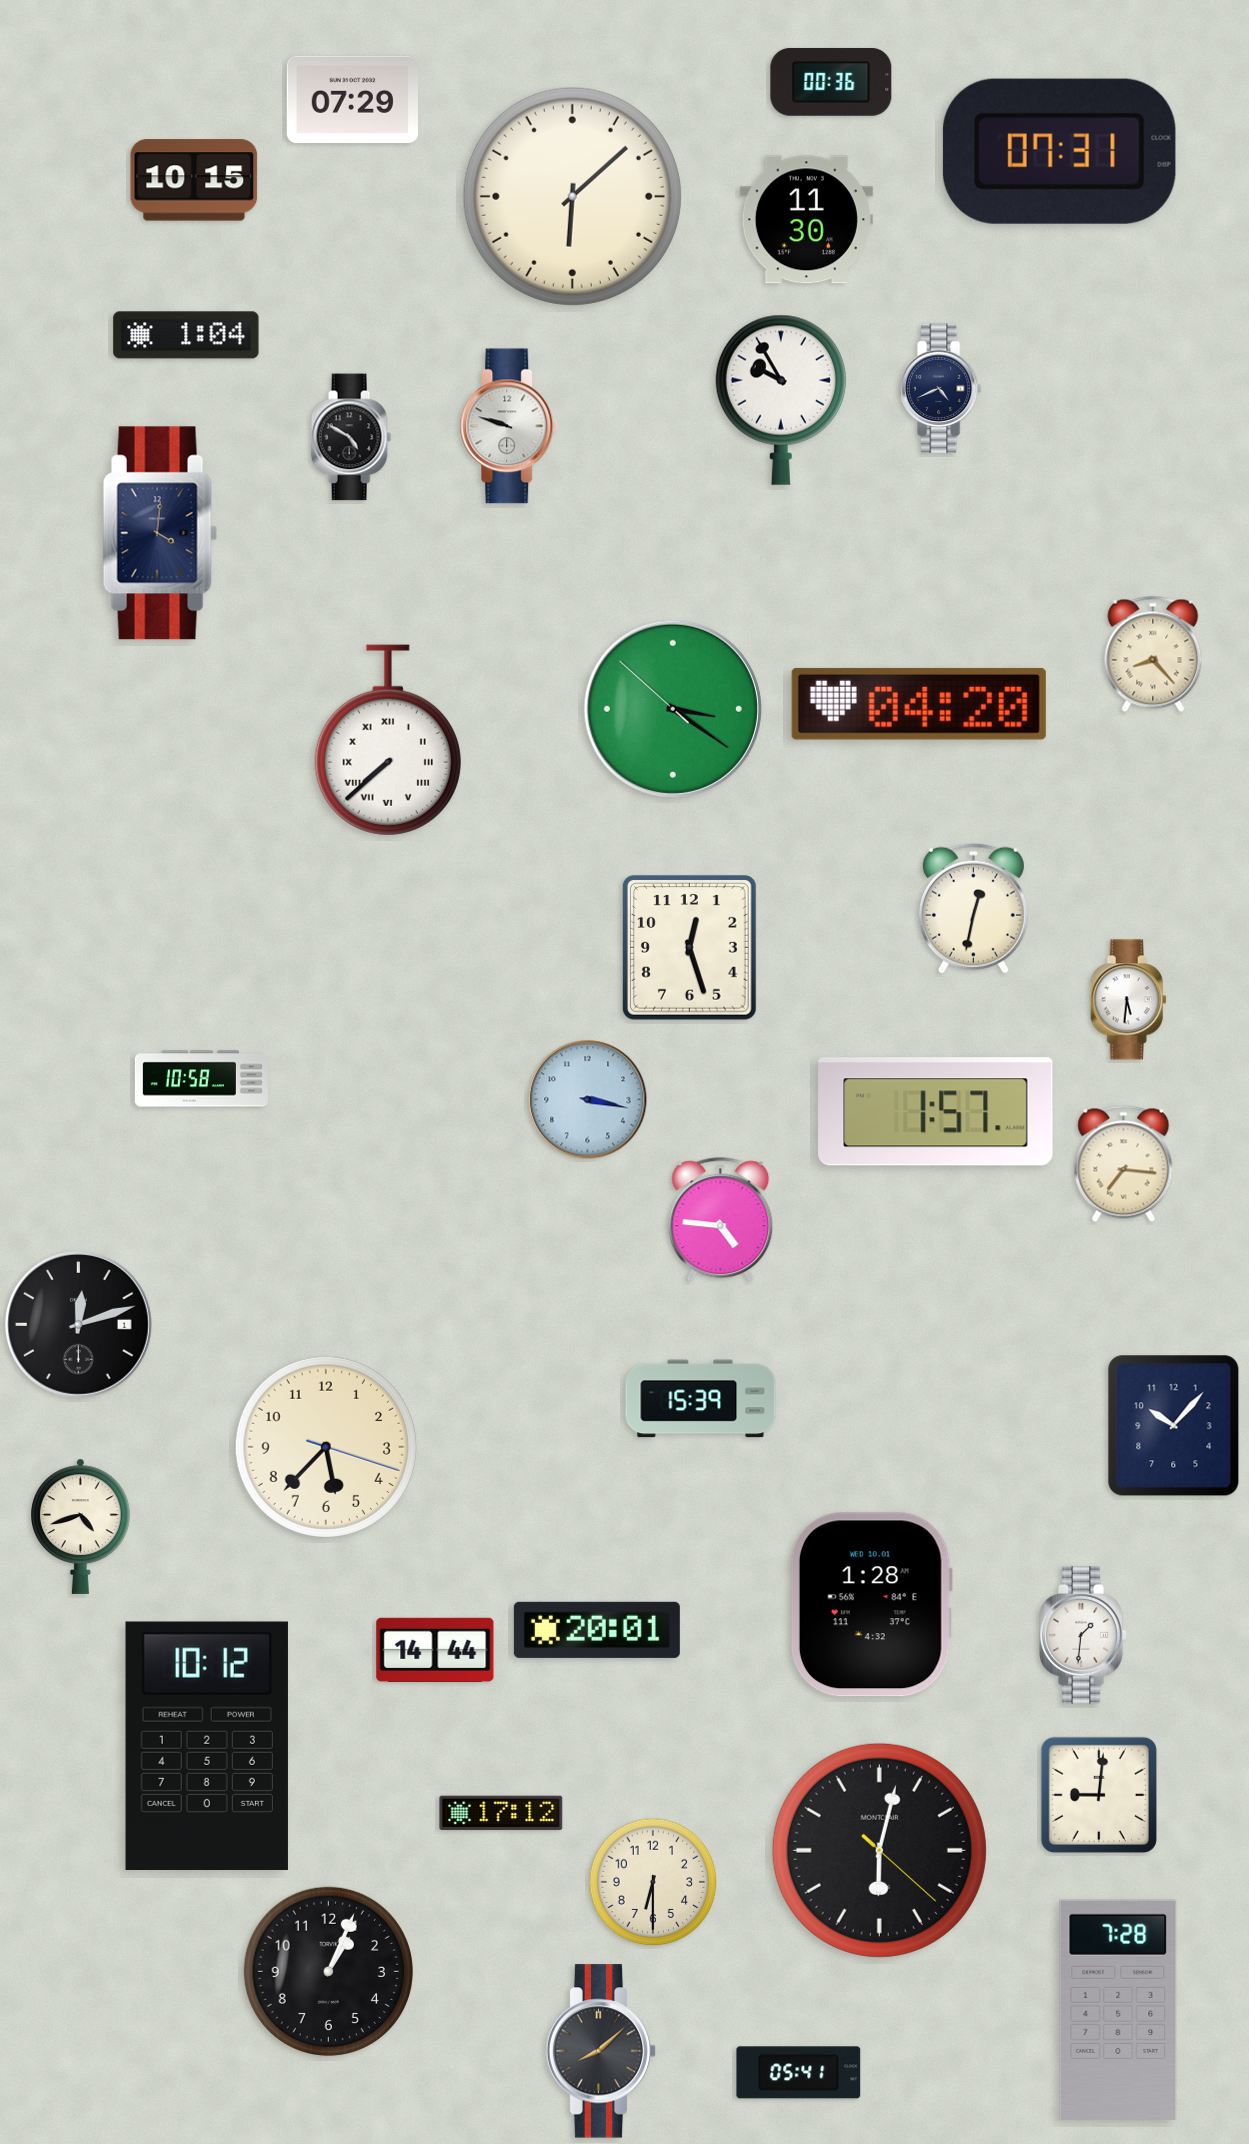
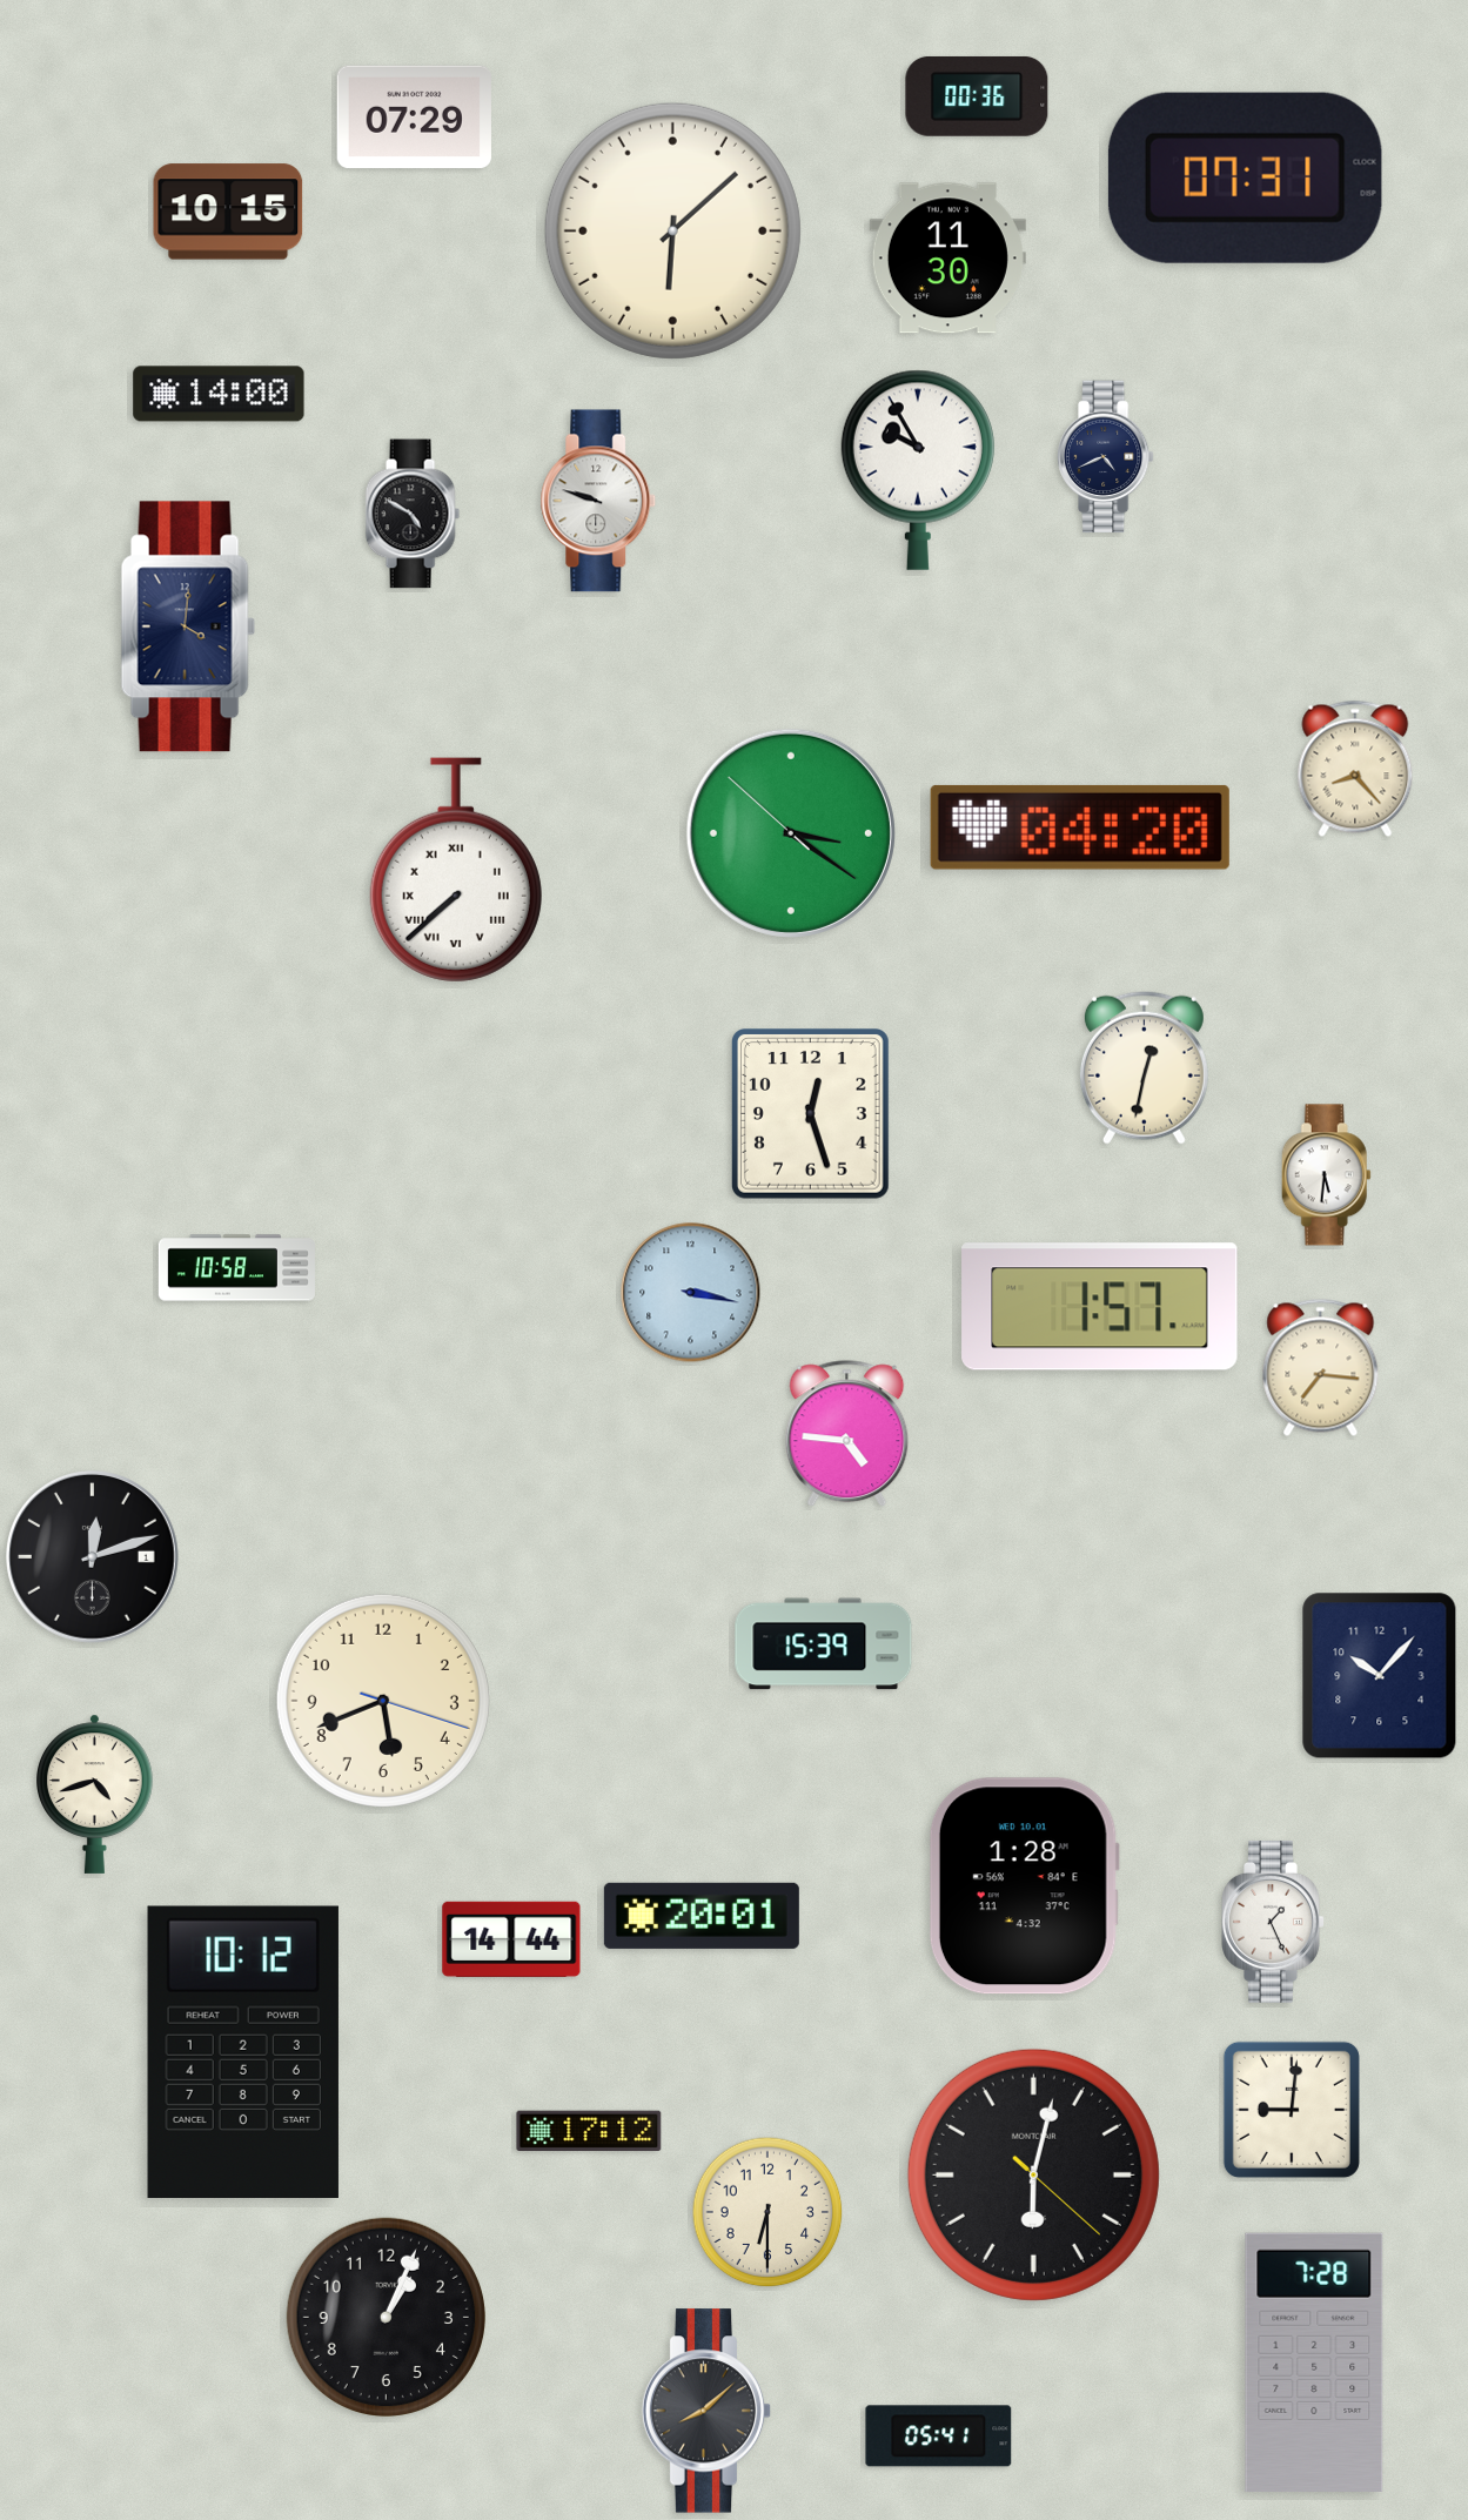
clock at (186, 335): 1:04 -> 14:00
clock at (326, 1447): 5:37 -> 5:41
clock at (1083, 1635): 1:31 -> 1:26
